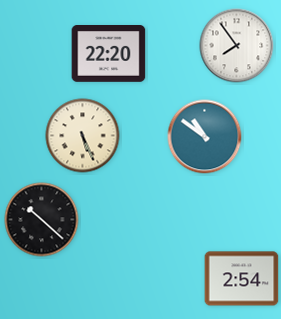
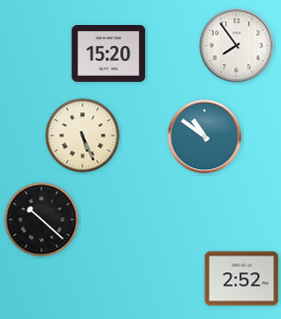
clock at (109, 54): 22:20 -> 15:20
clock at (242, 279): 2:54 -> 2:52
